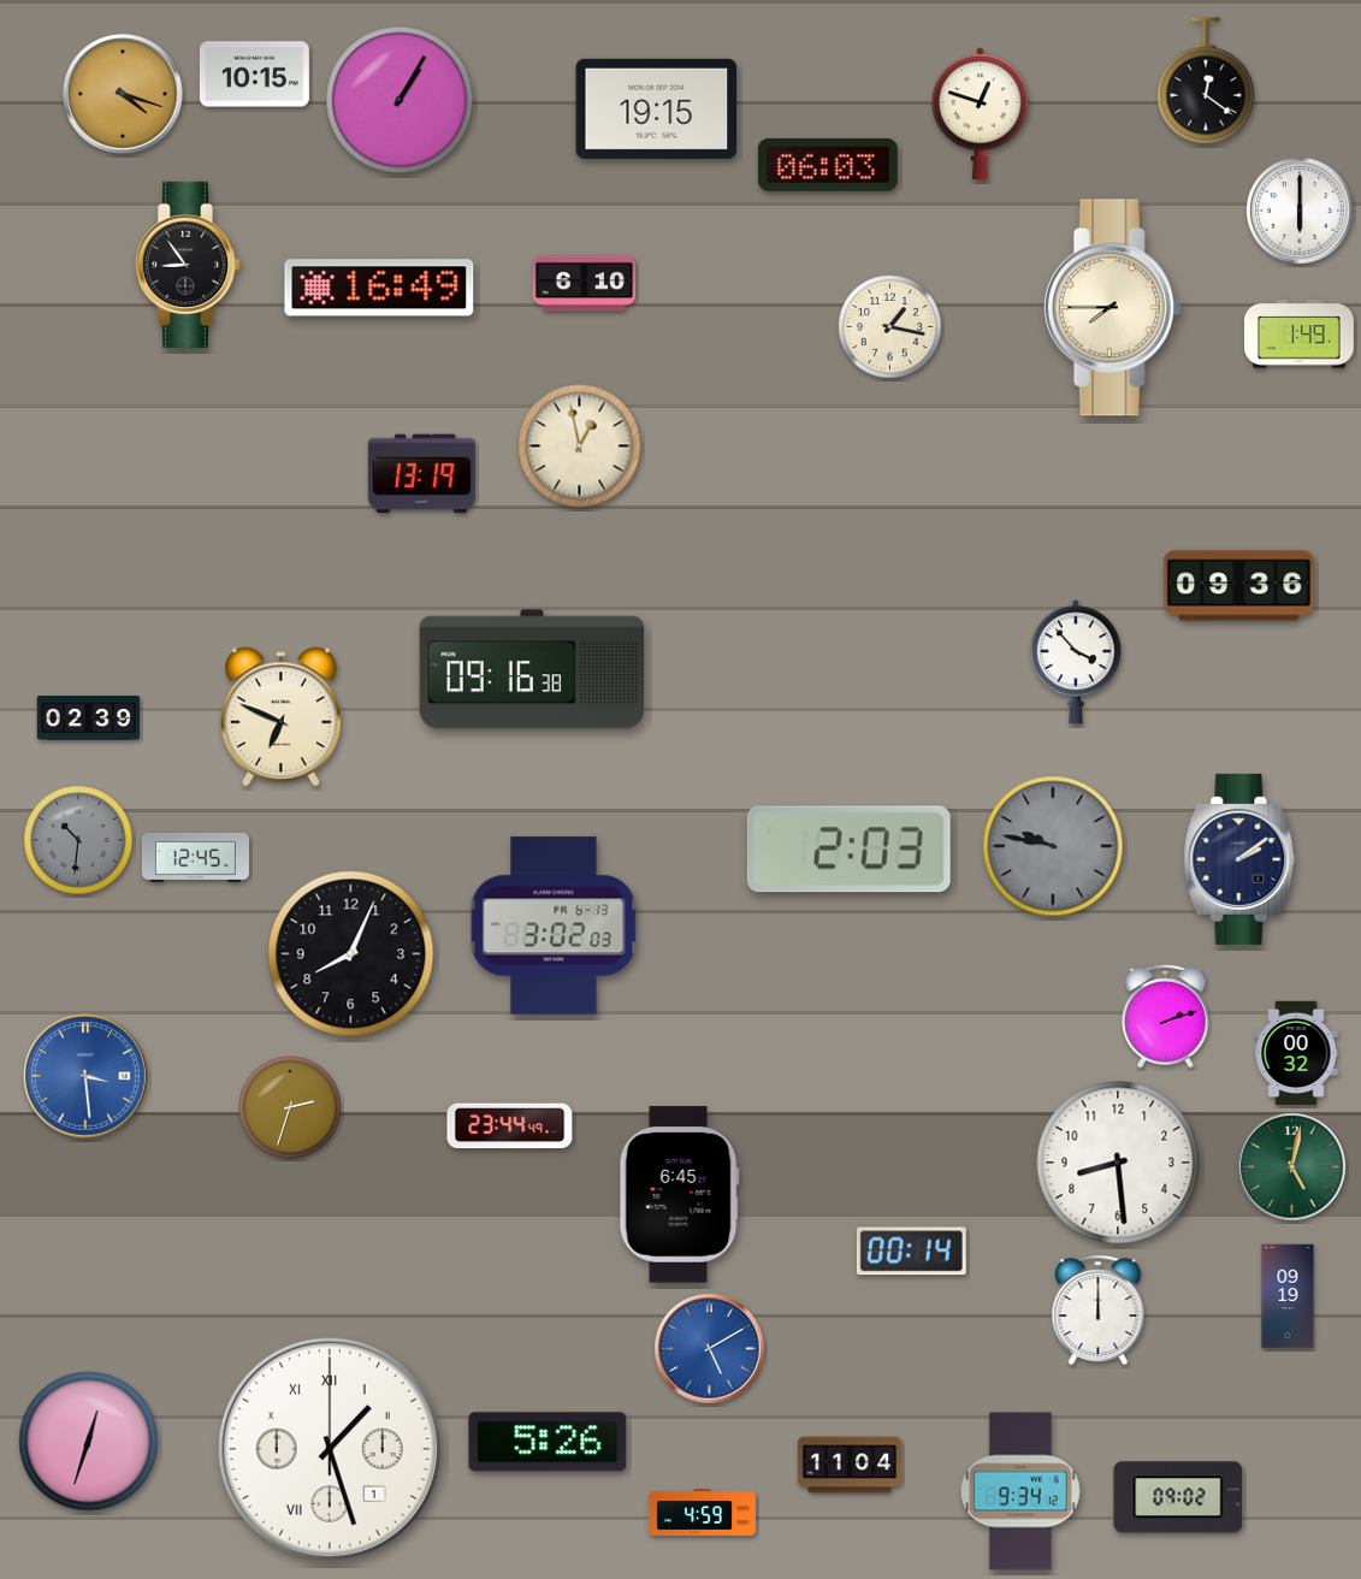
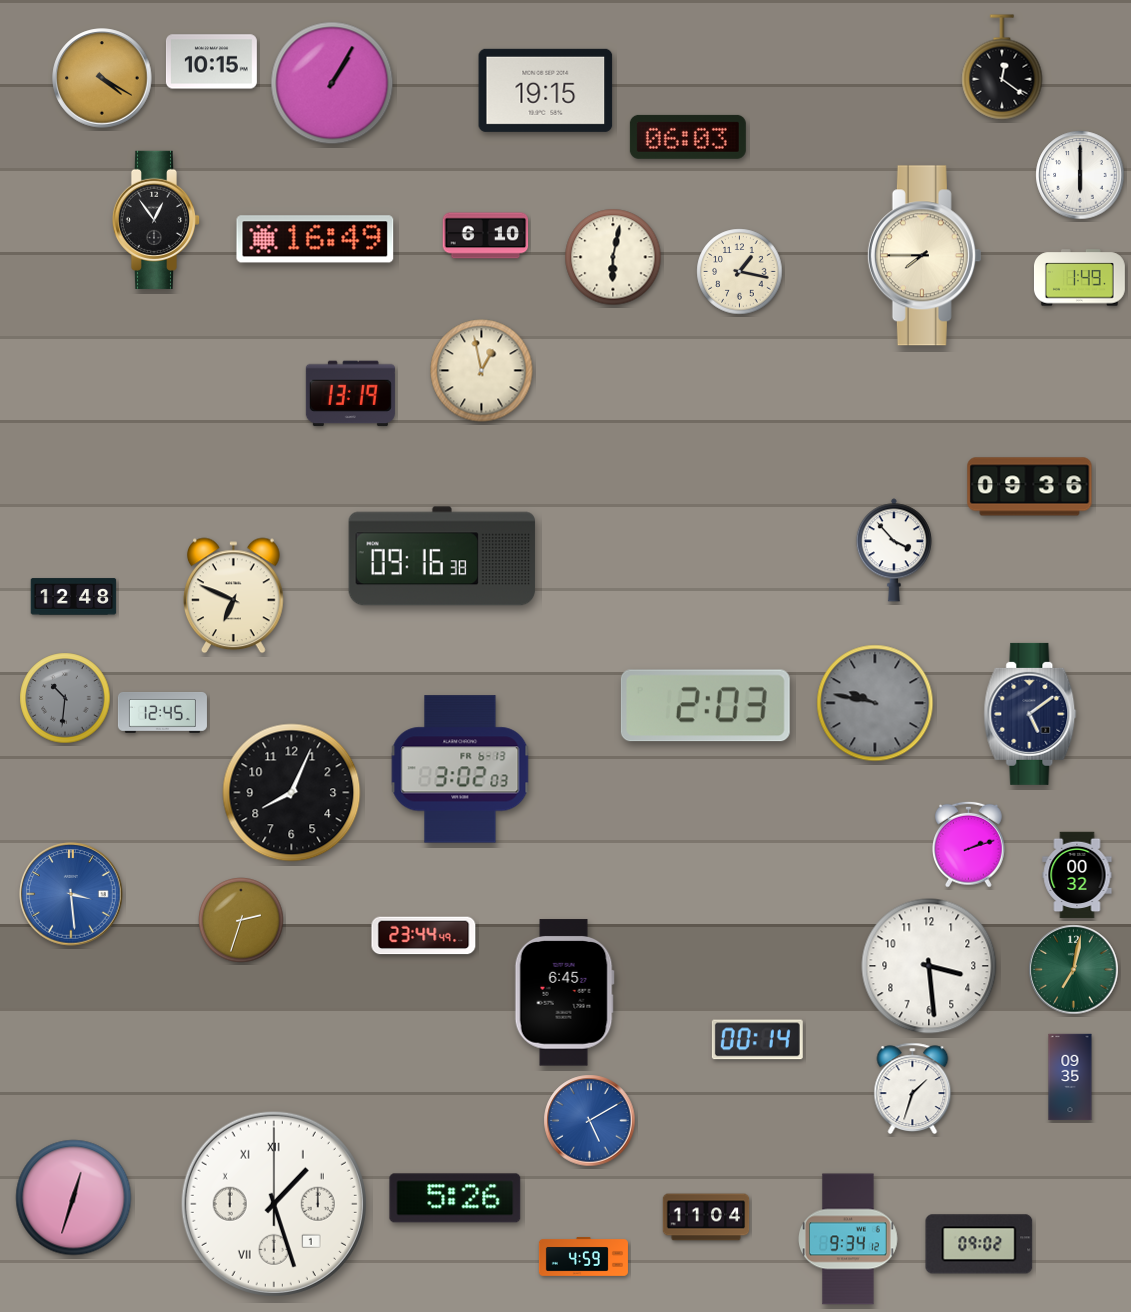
clock at (123, 94): 4:18 -> 4:20
clock at (981, 114): 12:48 -> none
clock at (188, 265): 8:54 -> 12:54
clock at (613, 257): none -> 6:02
clock at (89, 718): 02:39 -> 12:48
clock at (1239, 859): 2:09 -> 5:09
clock at (1118, 1163): 8:29 -> 3:29
clock at (1292, 1167): 5:02 -> 7:02
clock at (1288, 1296): 09:19 -> 09:35
clock at (1099, 1311): 12:00 -> 1:33
